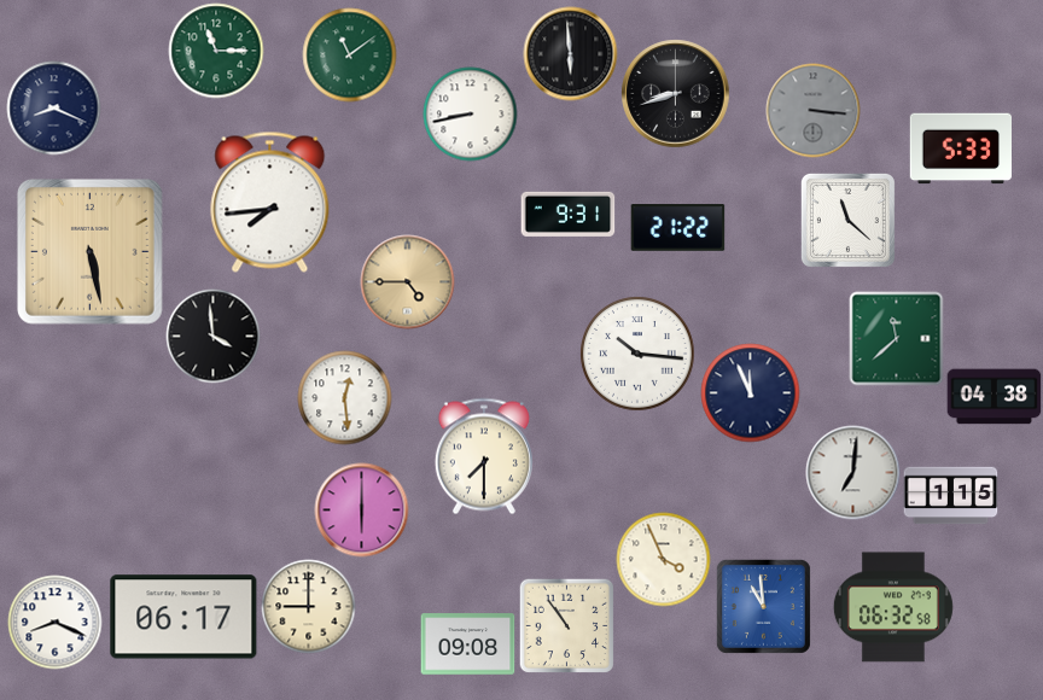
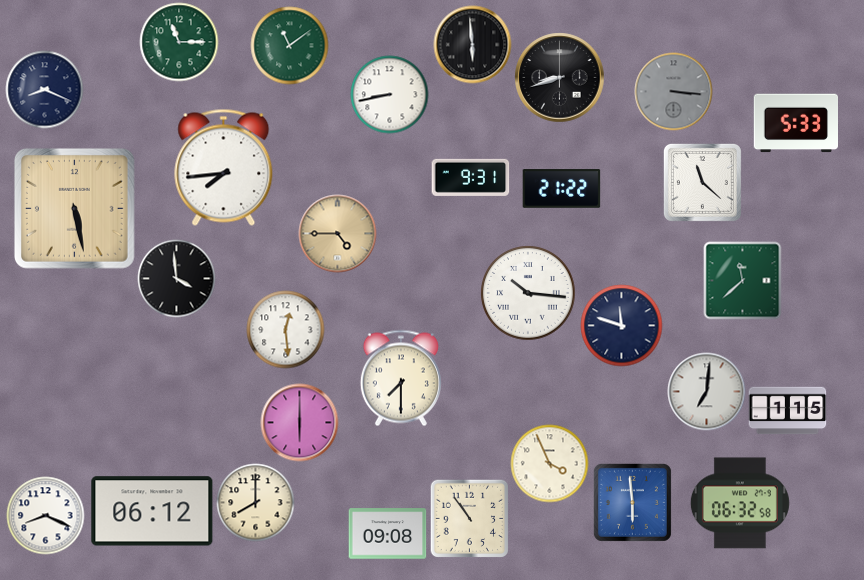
clock at (750, 392): 11:56 -> 11:48
clock at (994, 397): 04:38 -> none
clock at (308, 606): 9:00 -> 8:00
clock at (763, 606): 10:59 -> 5:59
clock at (183, 617): 06:17 -> 06:12
